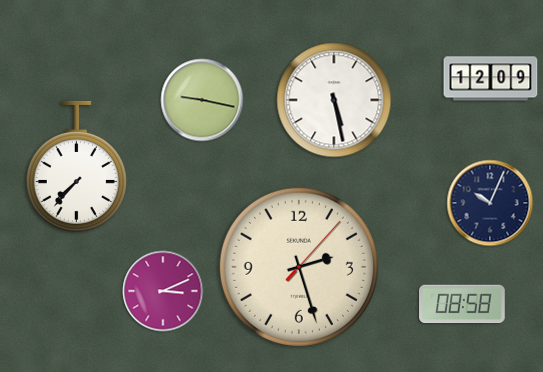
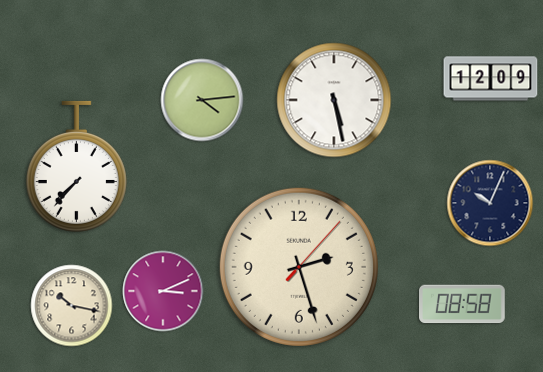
clock at (202, 100): 9:17 -> 4:14
clock at (72, 306): none -> 10:17
